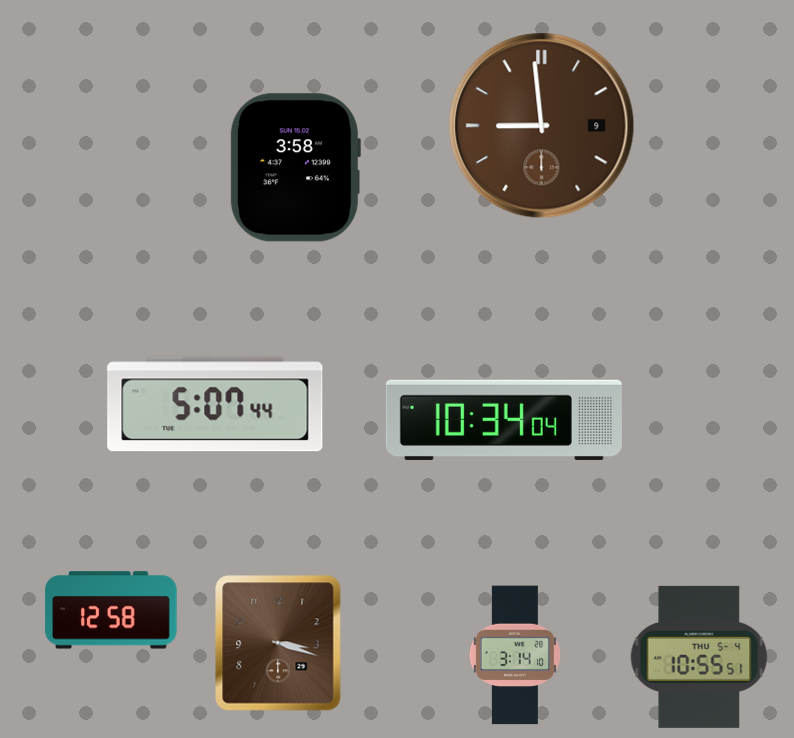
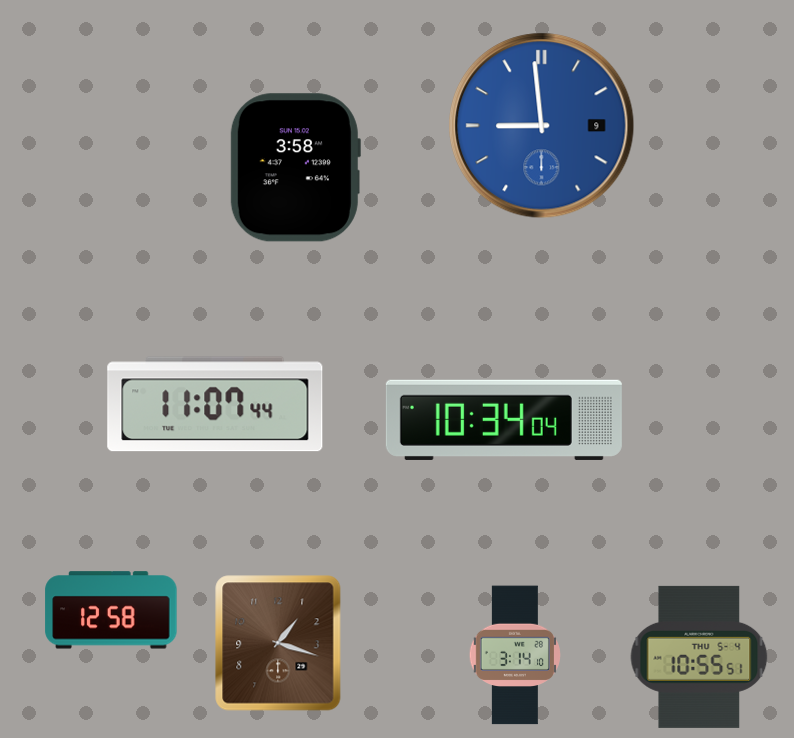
clock at (542, 126) dial: brown -> blue
clock at (215, 404): 5:07 -> 11:07
clock at (278, 643): 3:18 -> 1:18
